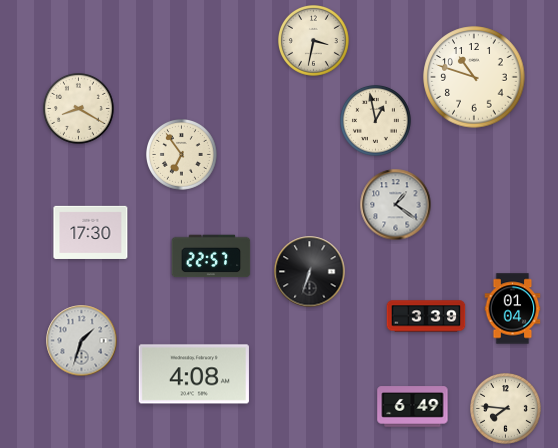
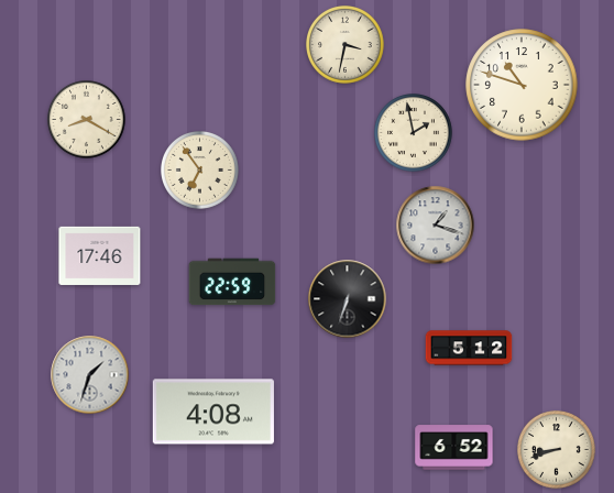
clock at (376, 121): 12:58 -> 1:58
clock at (396, 205): 1:21 -> 1:18
clock at (91, 232): 17:30 -> 17:46
clock at (211, 256): 22:57 -> 22:59
clock at (310, 272) position: (310, 272) -> (348, 299)
clock at (513, 309): 01:04 -> none
clock at (426, 316): 3:39 -> 5:12
clock at (413, 407): 6:49 -> 6:52
clock at (506, 409): 7:46 -> 8:42
